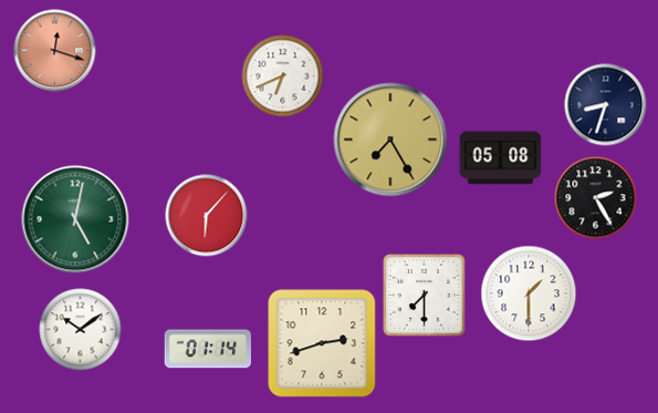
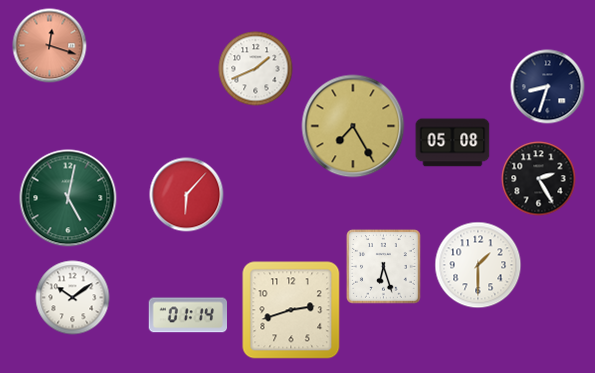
clock at (283, 76): 6:41 -> 1:41
clock at (606, 105) position: (606, 105) -> (548, 87)
clock at (425, 296): 7:30 -> 6:27
